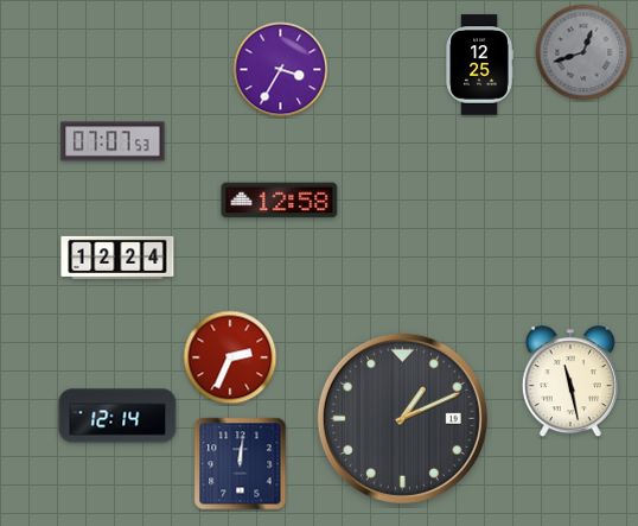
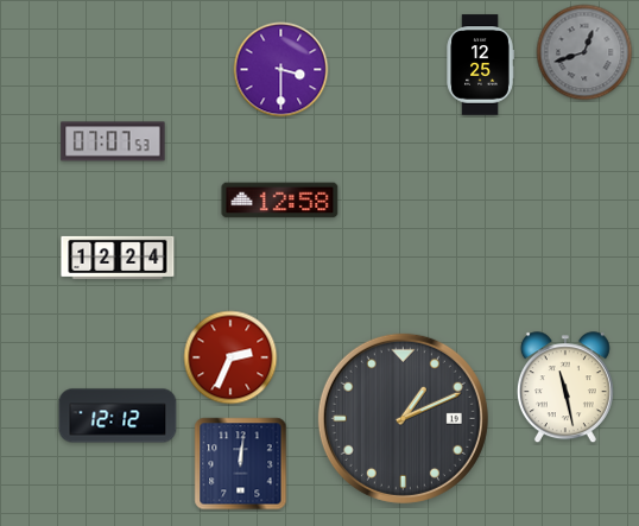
clock at (281, 70): 3:35 -> 3:30
clock at (570, 382) position: (570, 382) -> (565, 388)
clock at (117, 416): 12:14 -> 12:12
